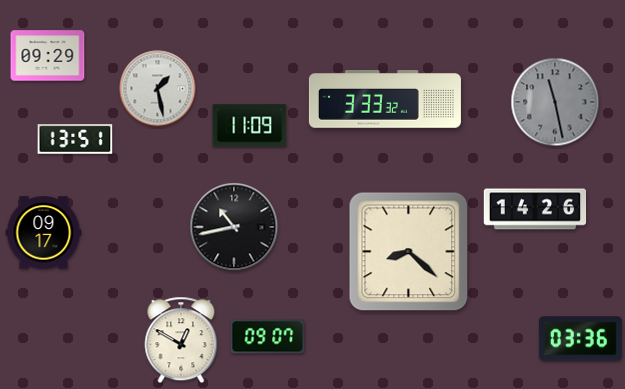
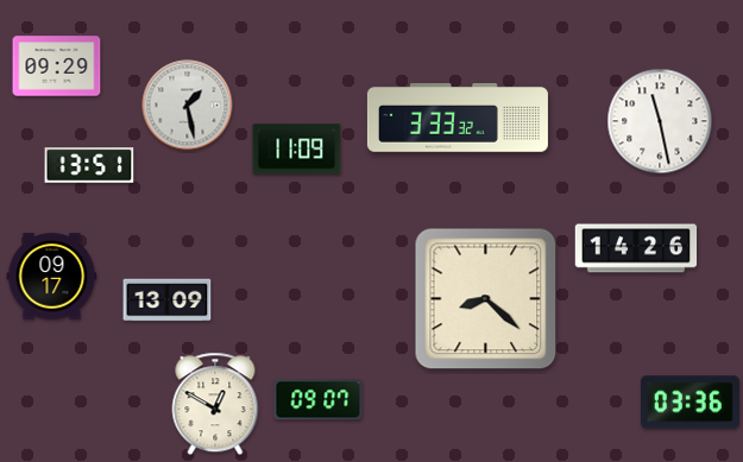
clock at (555, 102) dial: grey -> white
clock at (234, 227): 10:43 -> none
clock at (168, 300): none -> 13:09
